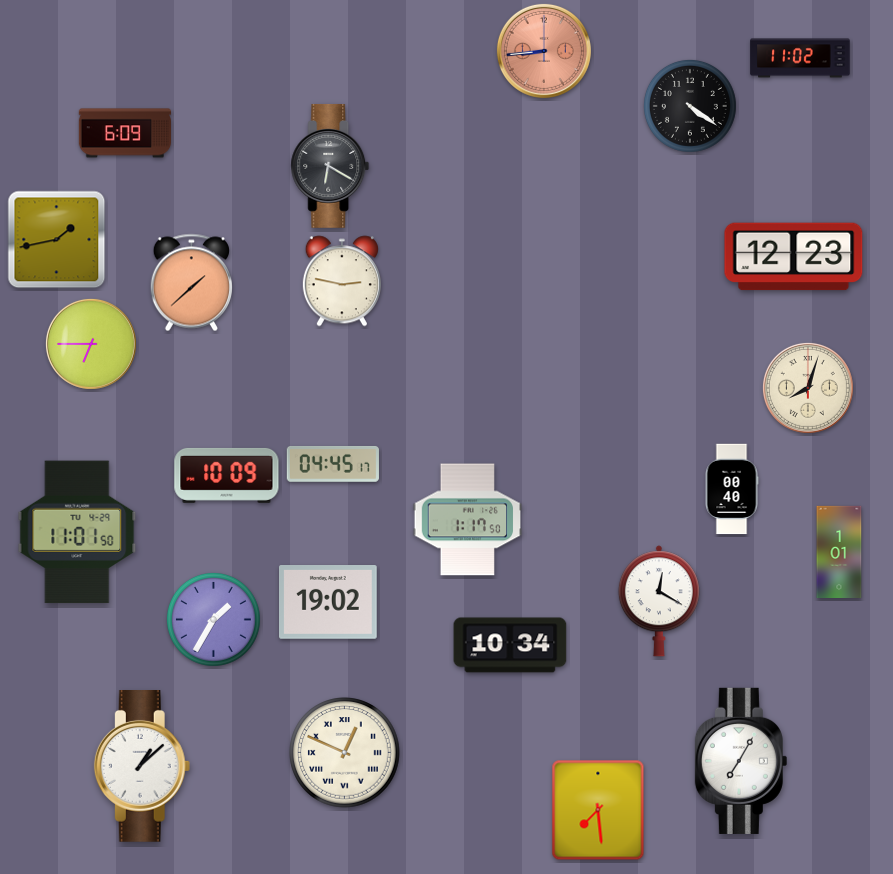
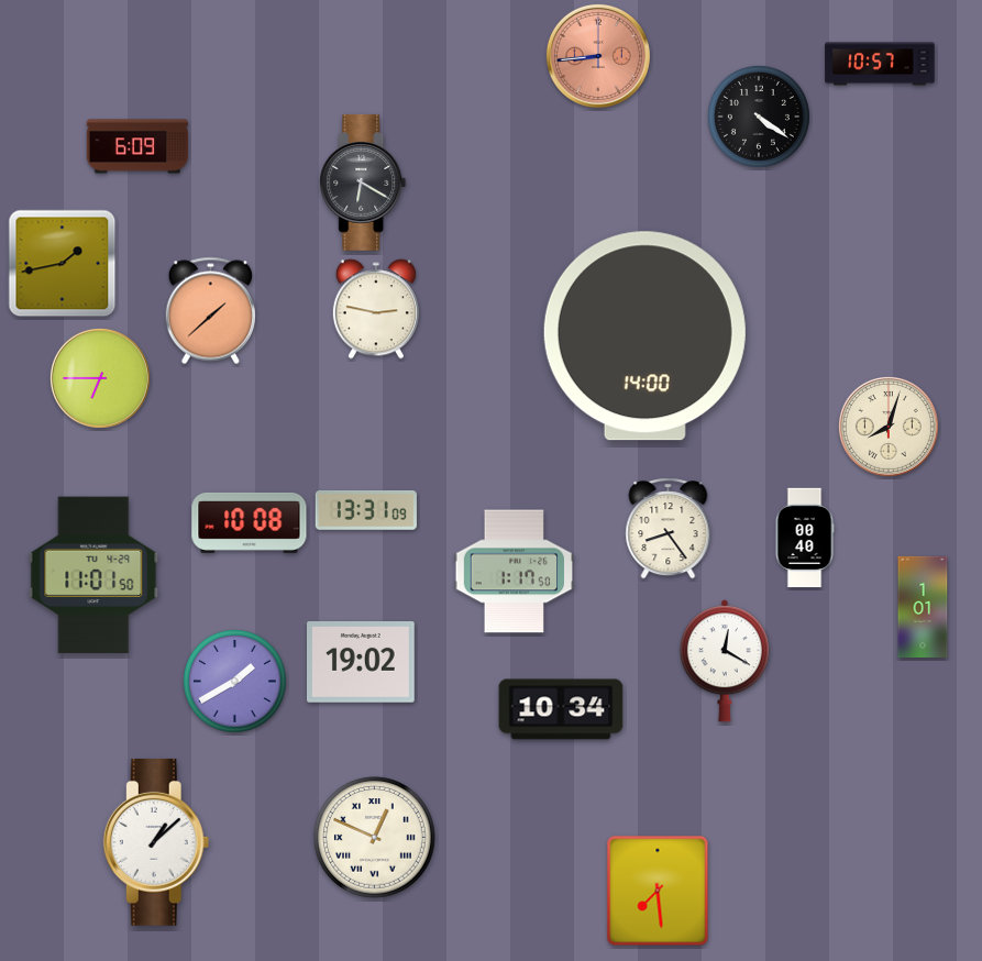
clock at (800, 58): 11:02 -> 10:57
clock at (794, 257): 12:23 -> none
clock at (644, 336): none -> 14:00
clock at (333, 464): 04:45 -> 13:31
clock at (227, 475): 10:09 -> 10:08
clock at (669, 529): none -> 8:24
clock at (77, 532) position: (77, 532) -> (93, 575)
clock at (213, 619): 1:35 -> 1:40
clock at (345, 753) position: (345, 753) -> (375, 838)
clock at (741, 761): 7:05 -> none
